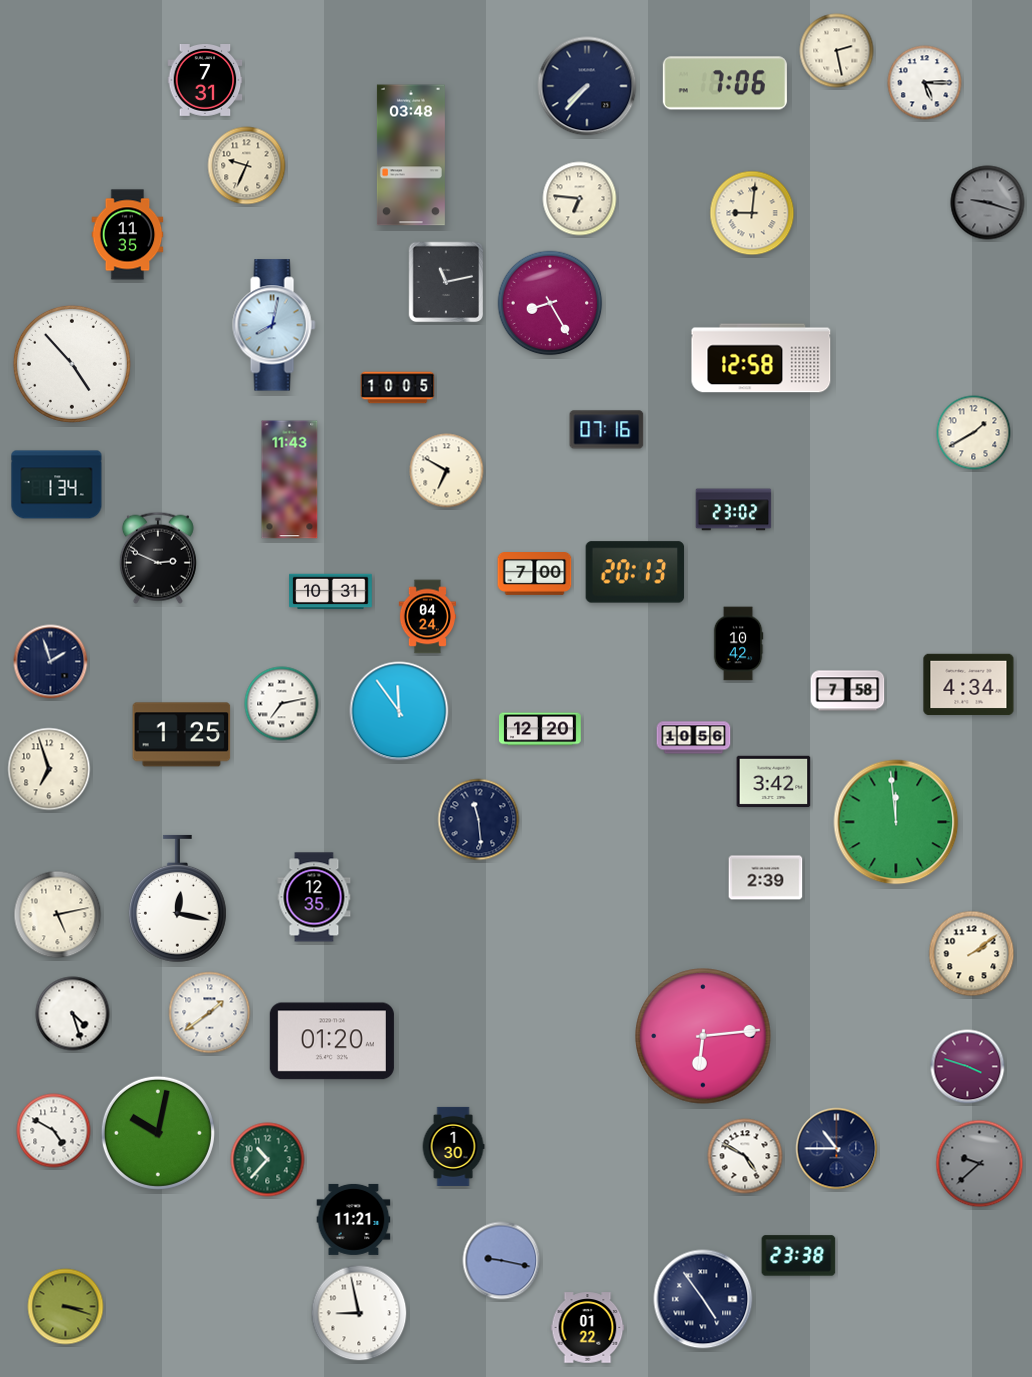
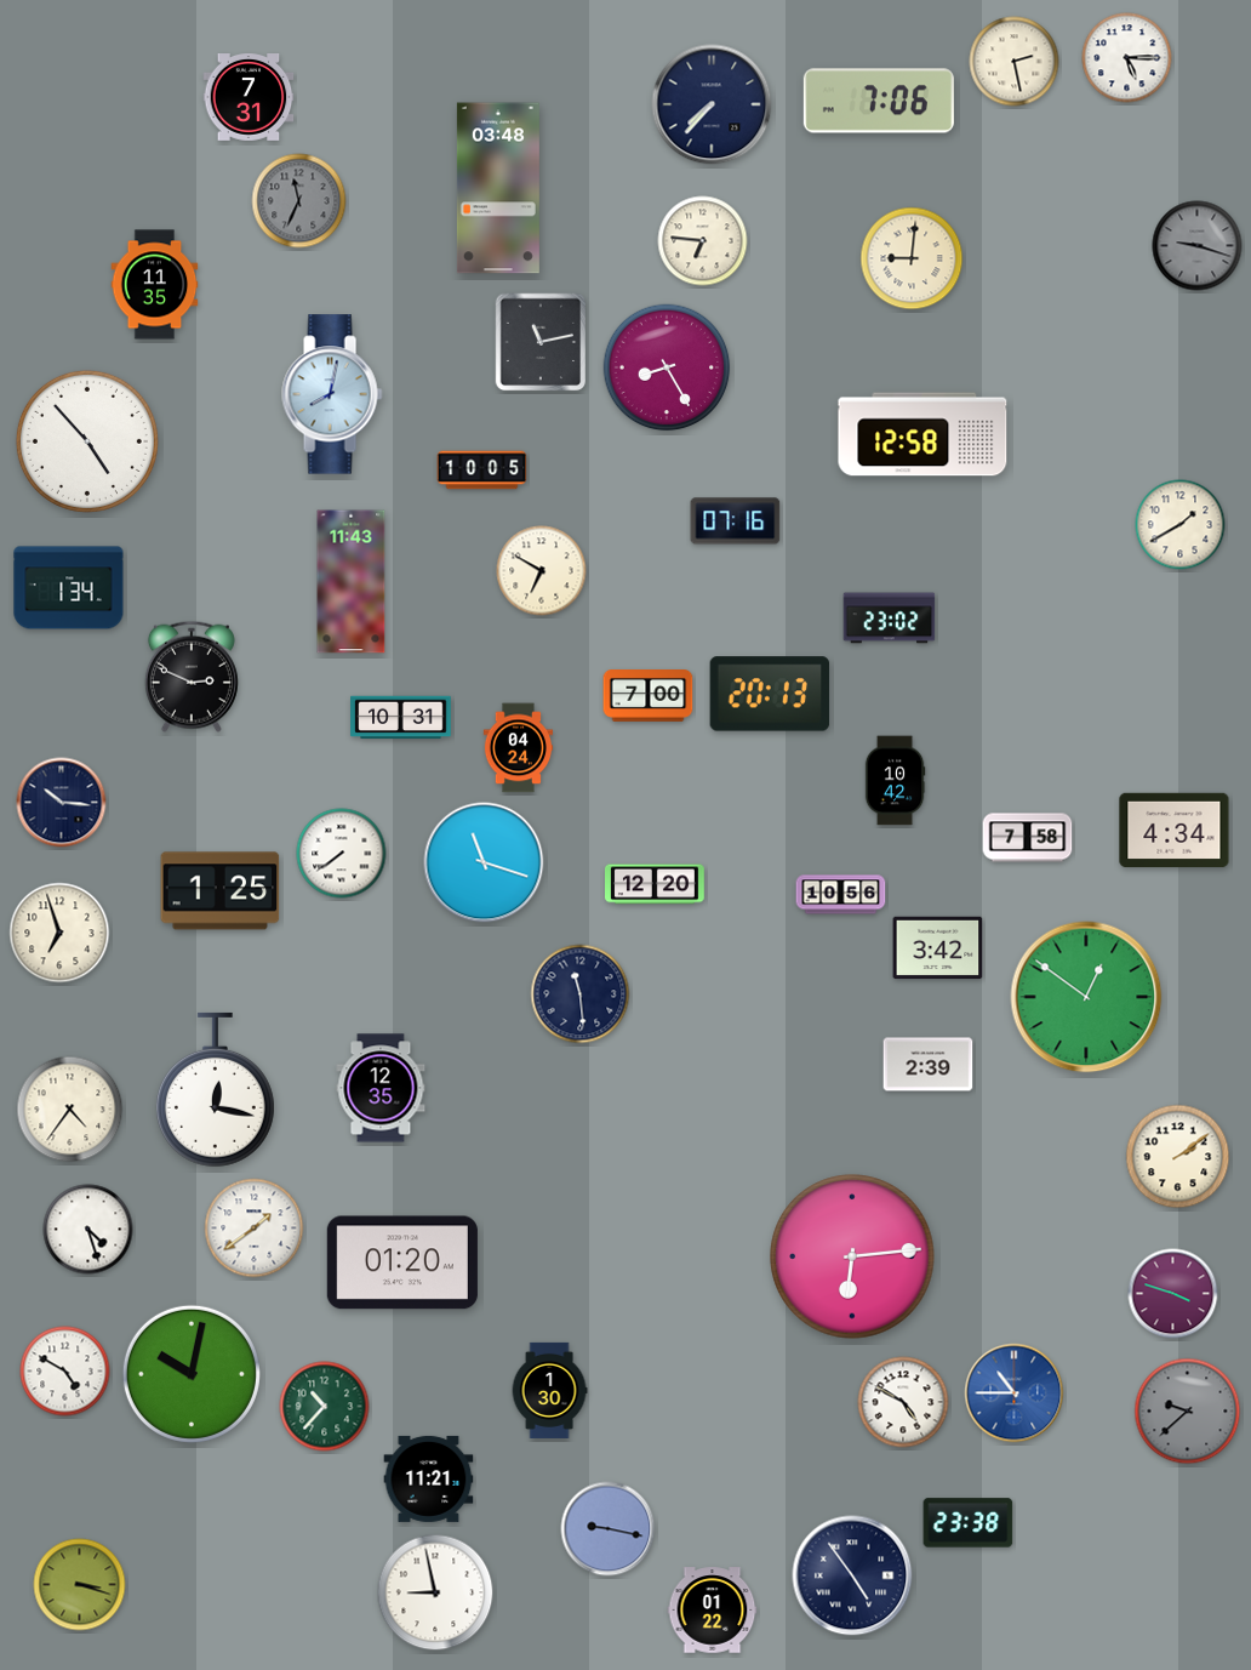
clock at (925, 83) position: (925, 83) -> (1127, 58)
clock at (247, 166): 9:34 -> 11:34
clock at (247, 166) dial: cream -> grey
clock at (51, 662): 1:57 -> 10:16
clock at (282, 704): 7:13 -> 7:39
clock at (399, 711): 11:54 -> 11:18
clock at (896, 822): 11:59 -> 12:51
clock at (58, 915): 5:13 -> 4:36
clock at (837, 1149) dial: navy -> blue
